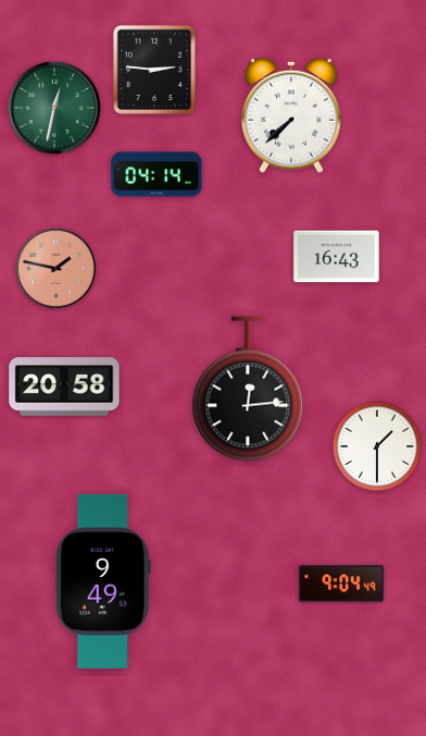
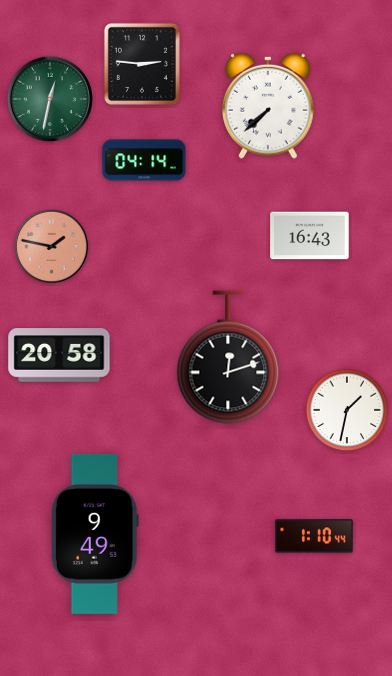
clock at (248, 389): 12:14 -> 12:12
clock at (377, 446): 1:30 -> 1:32
clock at (341, 584): 9:04 -> 1:10
